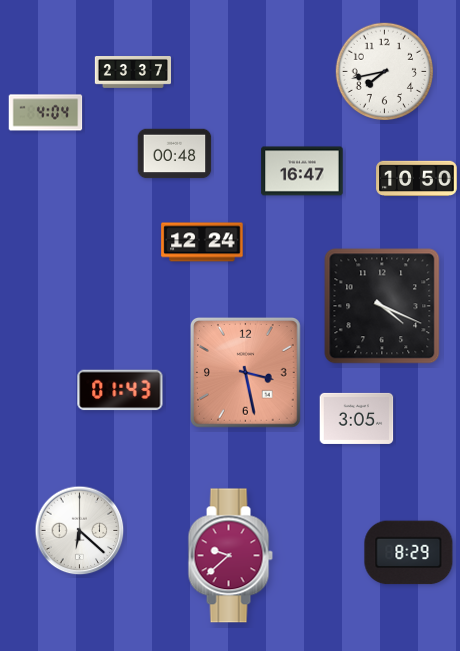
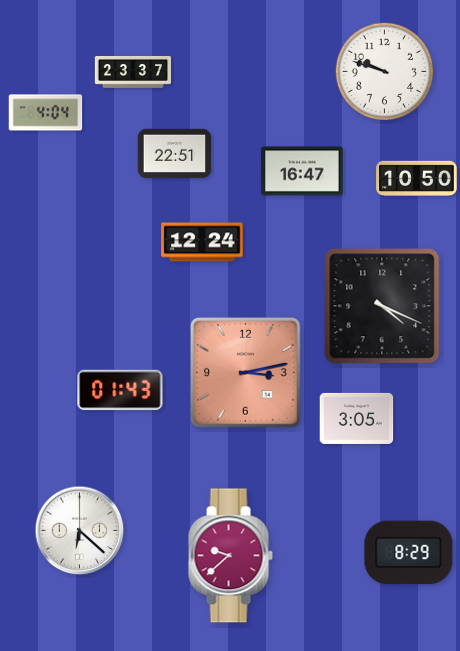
clock at (385, 72): 7:43 -> 9:48
clock at (175, 154): 00:48 -> 22:51
clock at (246, 373): 3:28 -> 3:13
